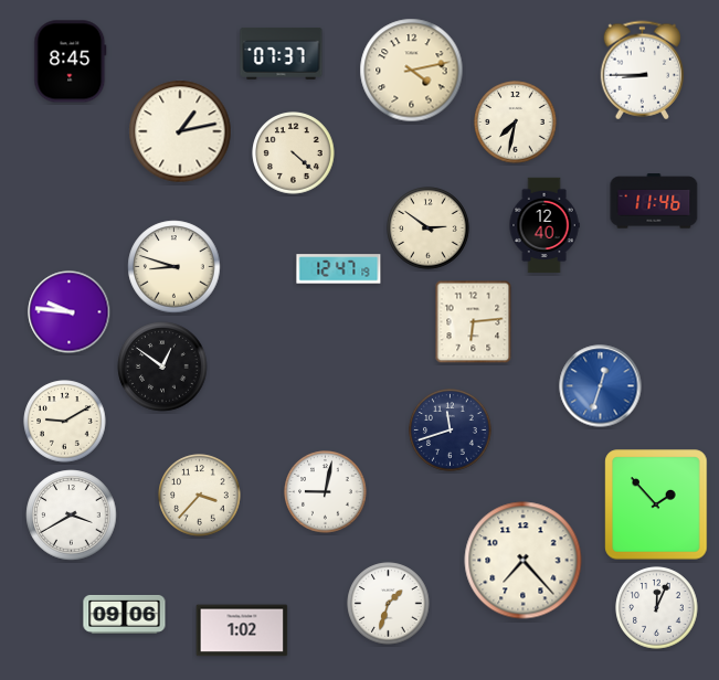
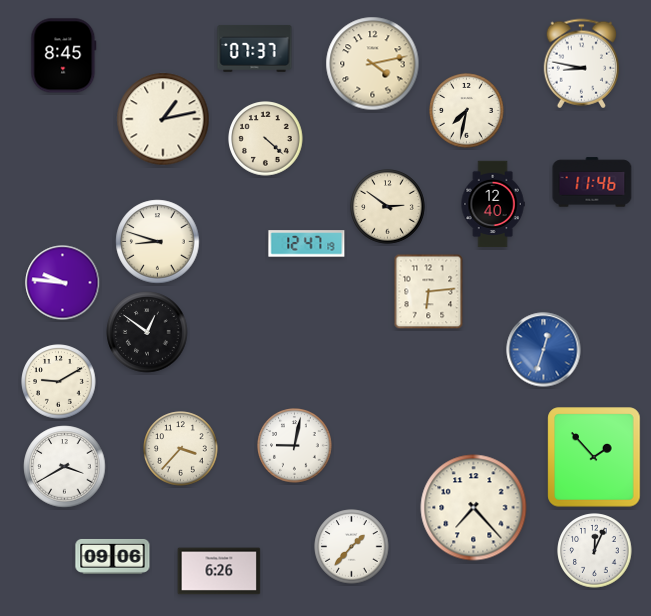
clock at (642, 71): 8:45 -> 8:47
clock at (451, 431): 11:42 -> none
clock at (389, 604): 1:33 -> 1:37
clock at (242, 630): 1:02 -> 6:26
